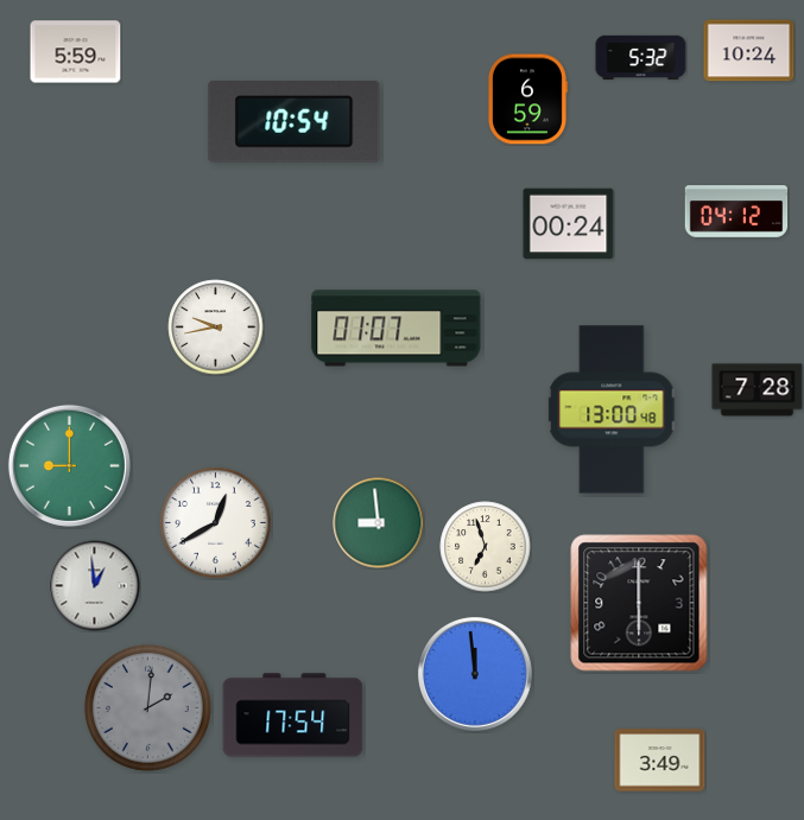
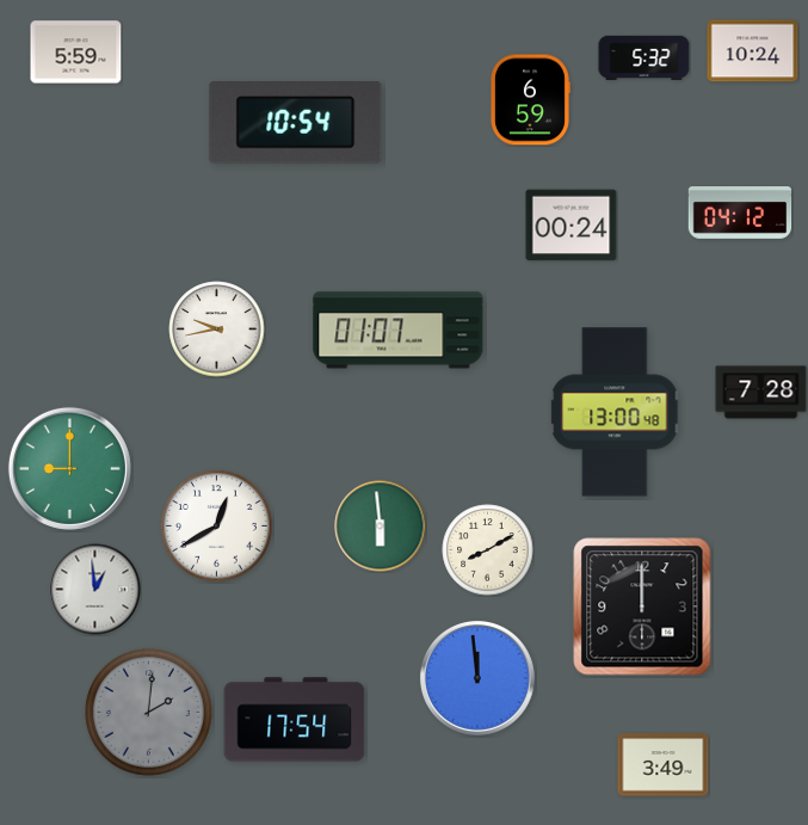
clock at (379, 523): 8:59 -> 5:59
clock at (486, 547): 6:57 -> 8:10
clock at (639, 603): 6:00 -> 12:00
